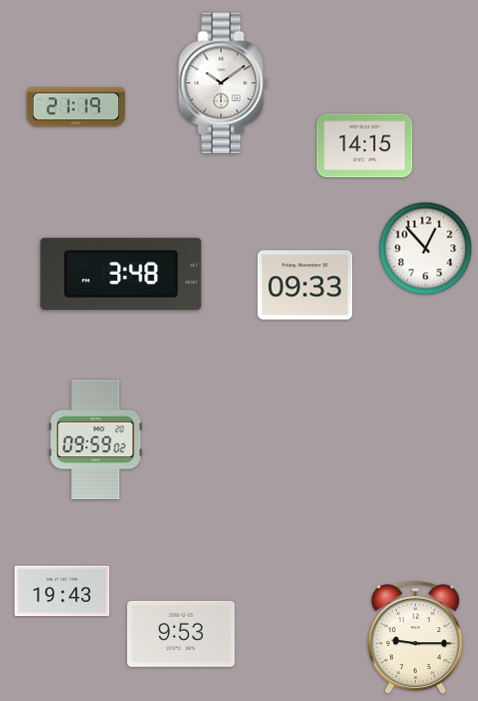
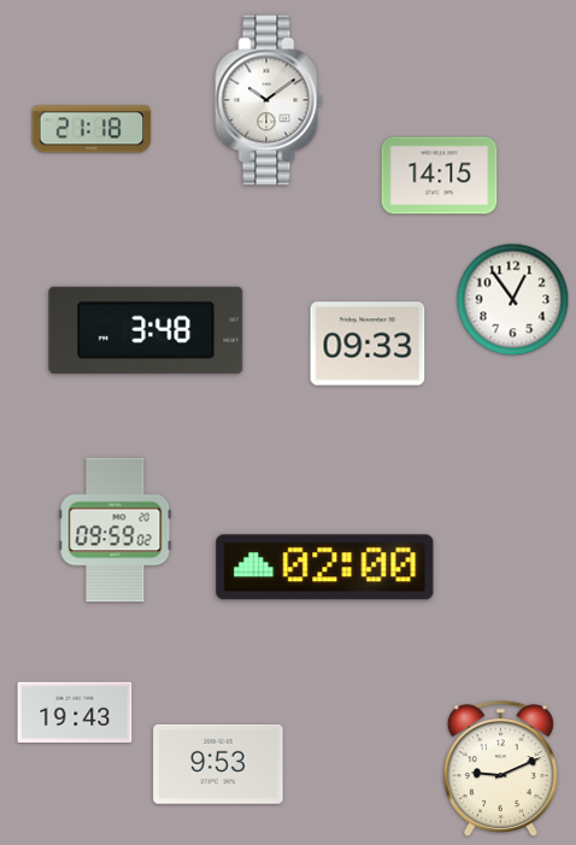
clock at (76, 107): 21:19 -> 21:18
clock at (426, 249): 12:53 -> 12:54
clock at (325, 568): none -> 02:00
clock at (415, 637): 9:15 -> 9:11
